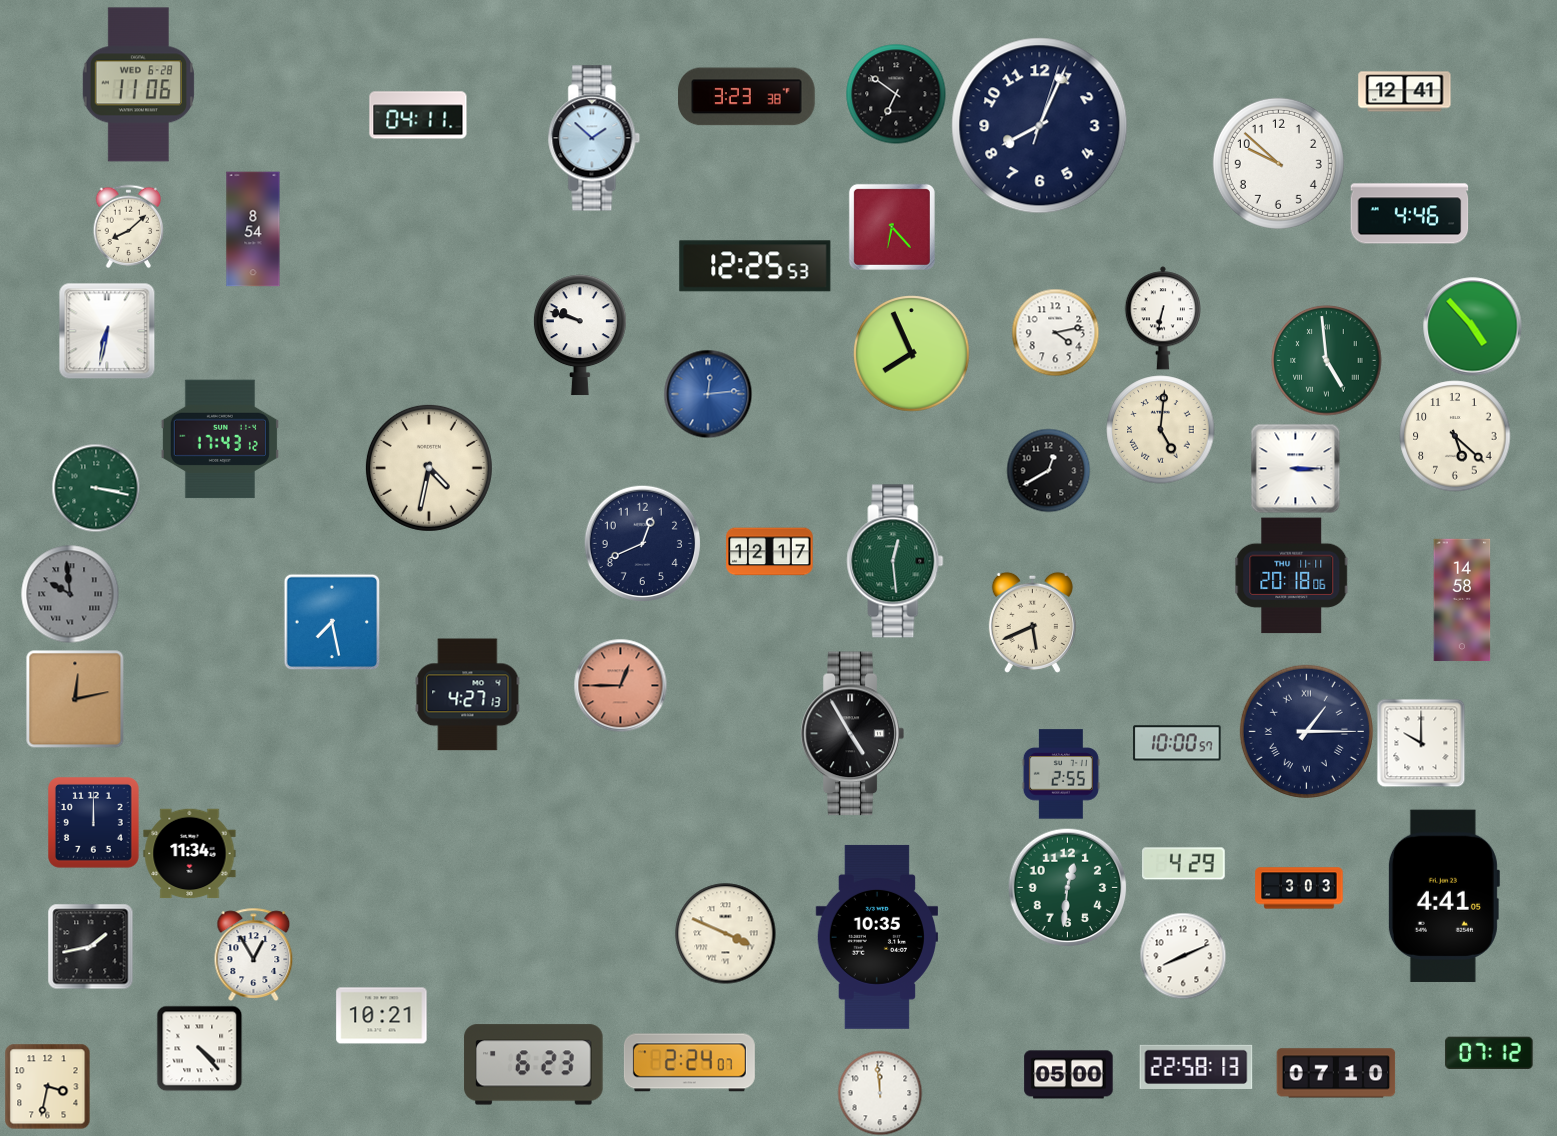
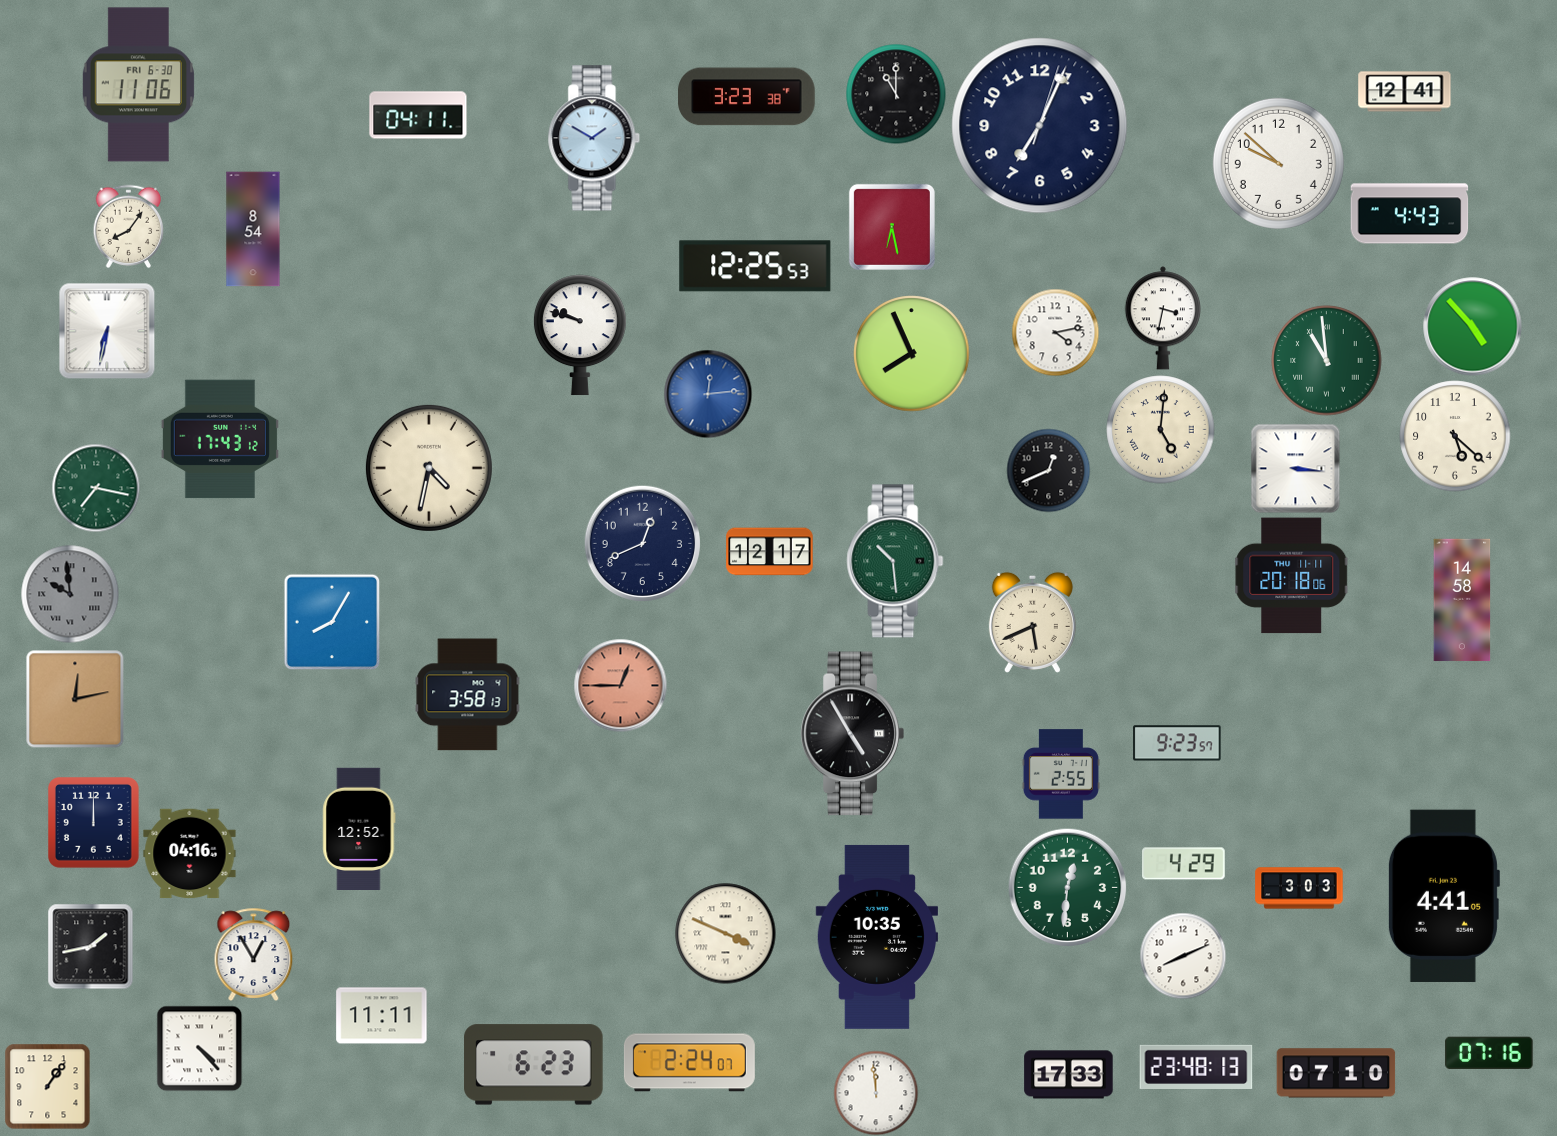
clock at (138, 85) date: WED 6-28 -> FRI 6-30
clock at (896, 94): 6:51 -> 11:00
clock at (1040, 126): 8:04 -> 7:04
clock at (594, 138): 1:52 -> 1:50
clock at (1410, 214): 4:46 -> 4:43
clock at (129, 226): 8:08 -> 8:06
clock at (892, 227): 6:23 -> 6:28
clock at (1163, 318): 6:32 -> 3:32
clock at (1327, 361): 4:59 -> 10:59
clock at (1295, 468): 3:15 -> 3:16
clock at (1048, 470): 12:40 -> 12:41
clock at (96, 488): 3:17 -> 7:17
clock at (895, 561): 12:29 -> 10:29
clock at (332, 622): 7:28 -> 8:05
clock at (468, 695): 4:27 -> 3:58
clock at (1306, 731): 1:15 -> none
clock at (1177, 743): 10:00 -> 9:23
clock at (1421, 743): 10:00 -> none
clock at (359, 829): none -> 12:52
clock at (190, 854): 11:34 -> 04:16
clock at (382, 1016): 10:21 -> 11:11
clock at (1489, 1053): 07:12 -> 07:16
clock at (1196, 1066): 22:58 -> 23:48
clock at (1069, 1075): 05:00 -> 17:33
clock at (47, 1086): 3:32 -> 1:06
clock at (880, 1093) position: (880, 1093) -> (876, 1093)
